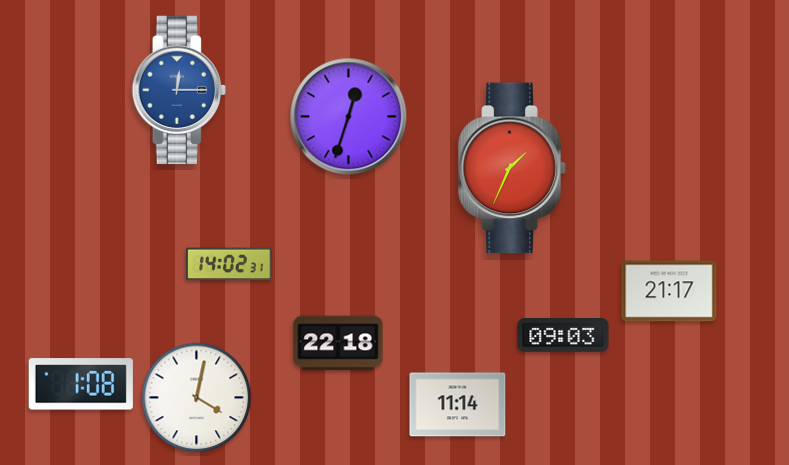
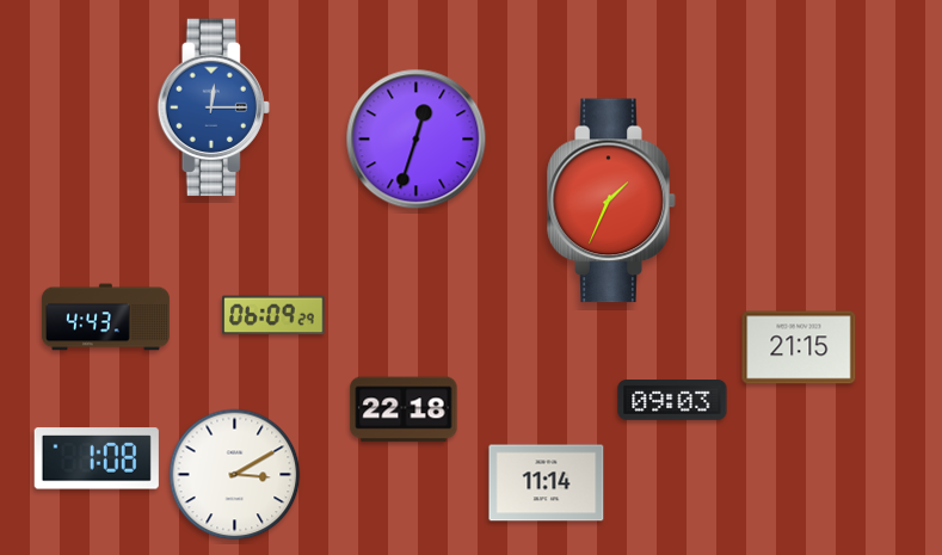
clock at (230, 264): 14:02 -> 06:09
clock at (105, 317): none -> 4:43
clock at (669, 291): 21:17 -> 21:15
clock at (197, 398): 4:02 -> 3:10
